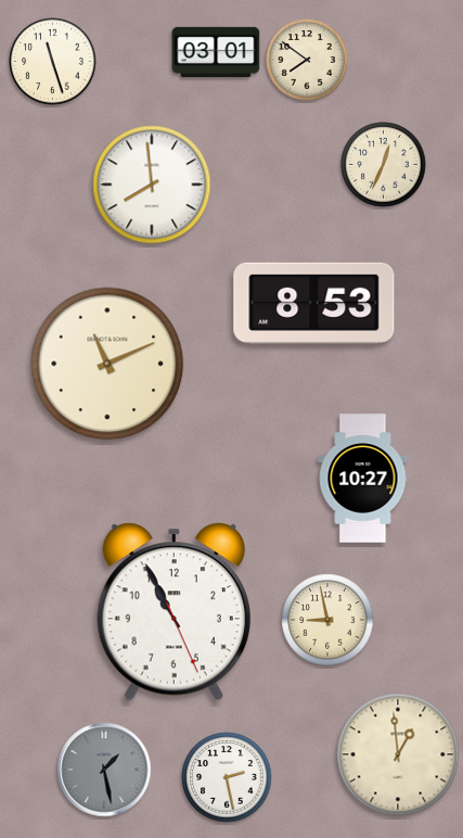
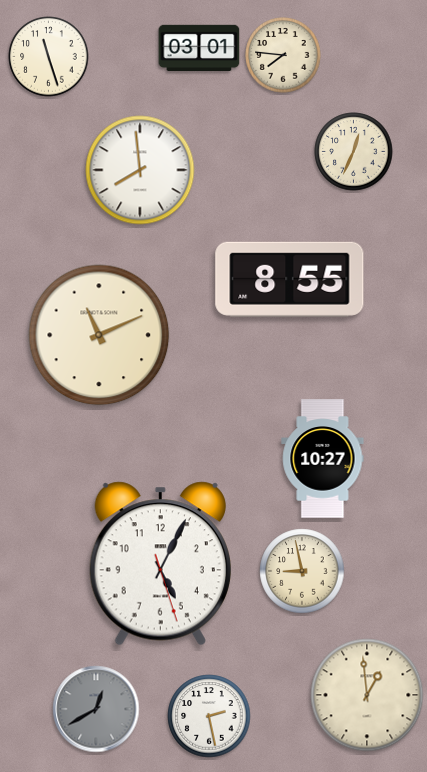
clock at (307, 60): 7:51 -> 7:46
clock at (314, 303): 8:53 -> 8:55
clock at (363, 479) position: (363, 479) -> (323, 459)
clock at (173, 612): 10:55 -> 5:04
clock at (104, 770): 1:28 -> 12:40
